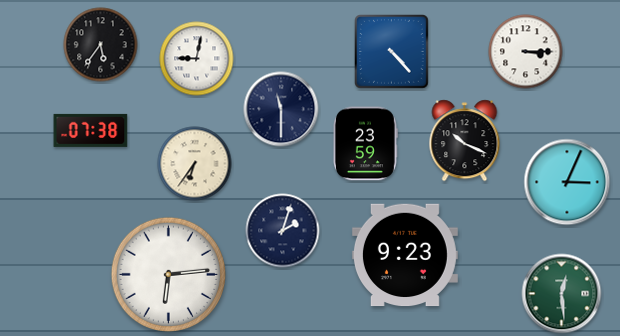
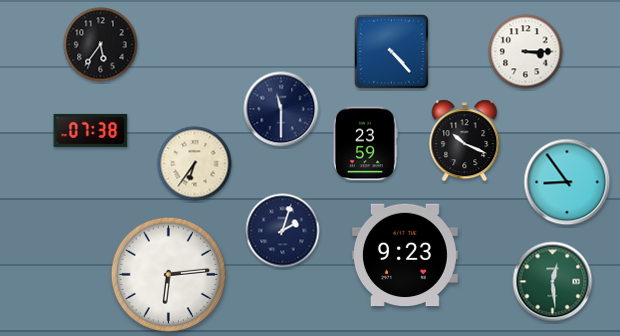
clock at (197, 59): 9:02 -> none
clock at (567, 182): 3:04 -> 8:54
clock at (562, 294) position: (562, 294) -> (553, 282)
